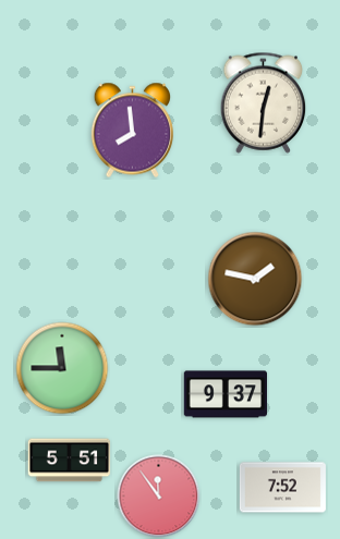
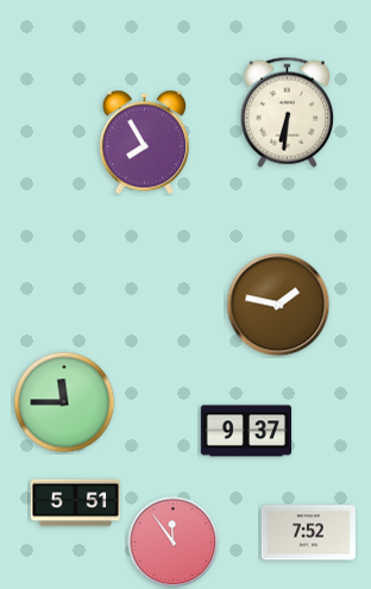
clock at (264, 102): 12:31 -> 6:31
clock at (132, 131): 7:59 -> 7:55
clock at (62, 368) position: (62, 368) -> (64, 402)
